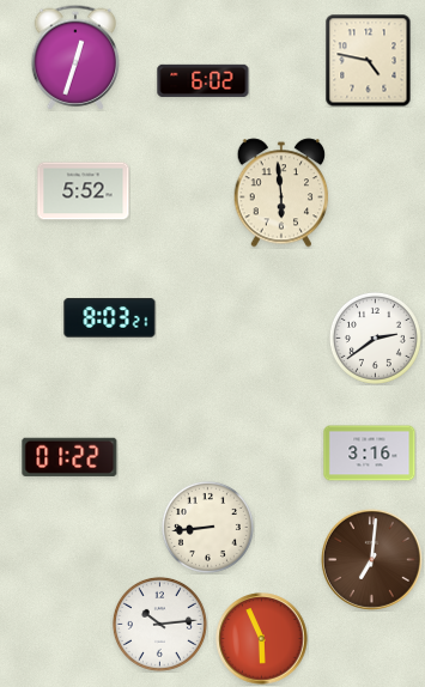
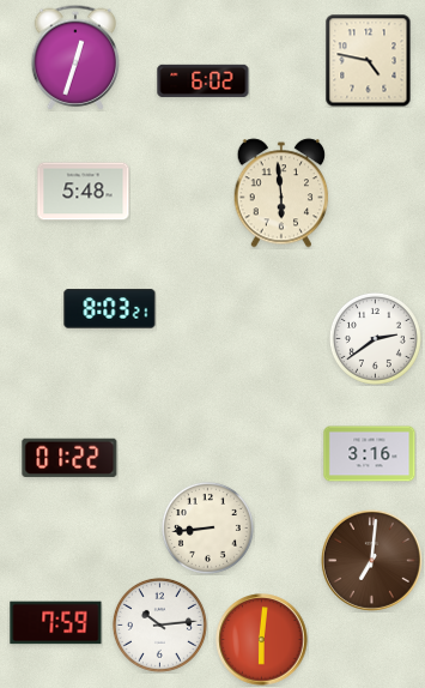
clock at (84, 191): 5:52 -> 5:48
clock at (110, 318) position: (110, 318) -> (110, 309)
clock at (56, 623): none -> 7:59
clock at (262, 639): 5:56 -> 6:01
